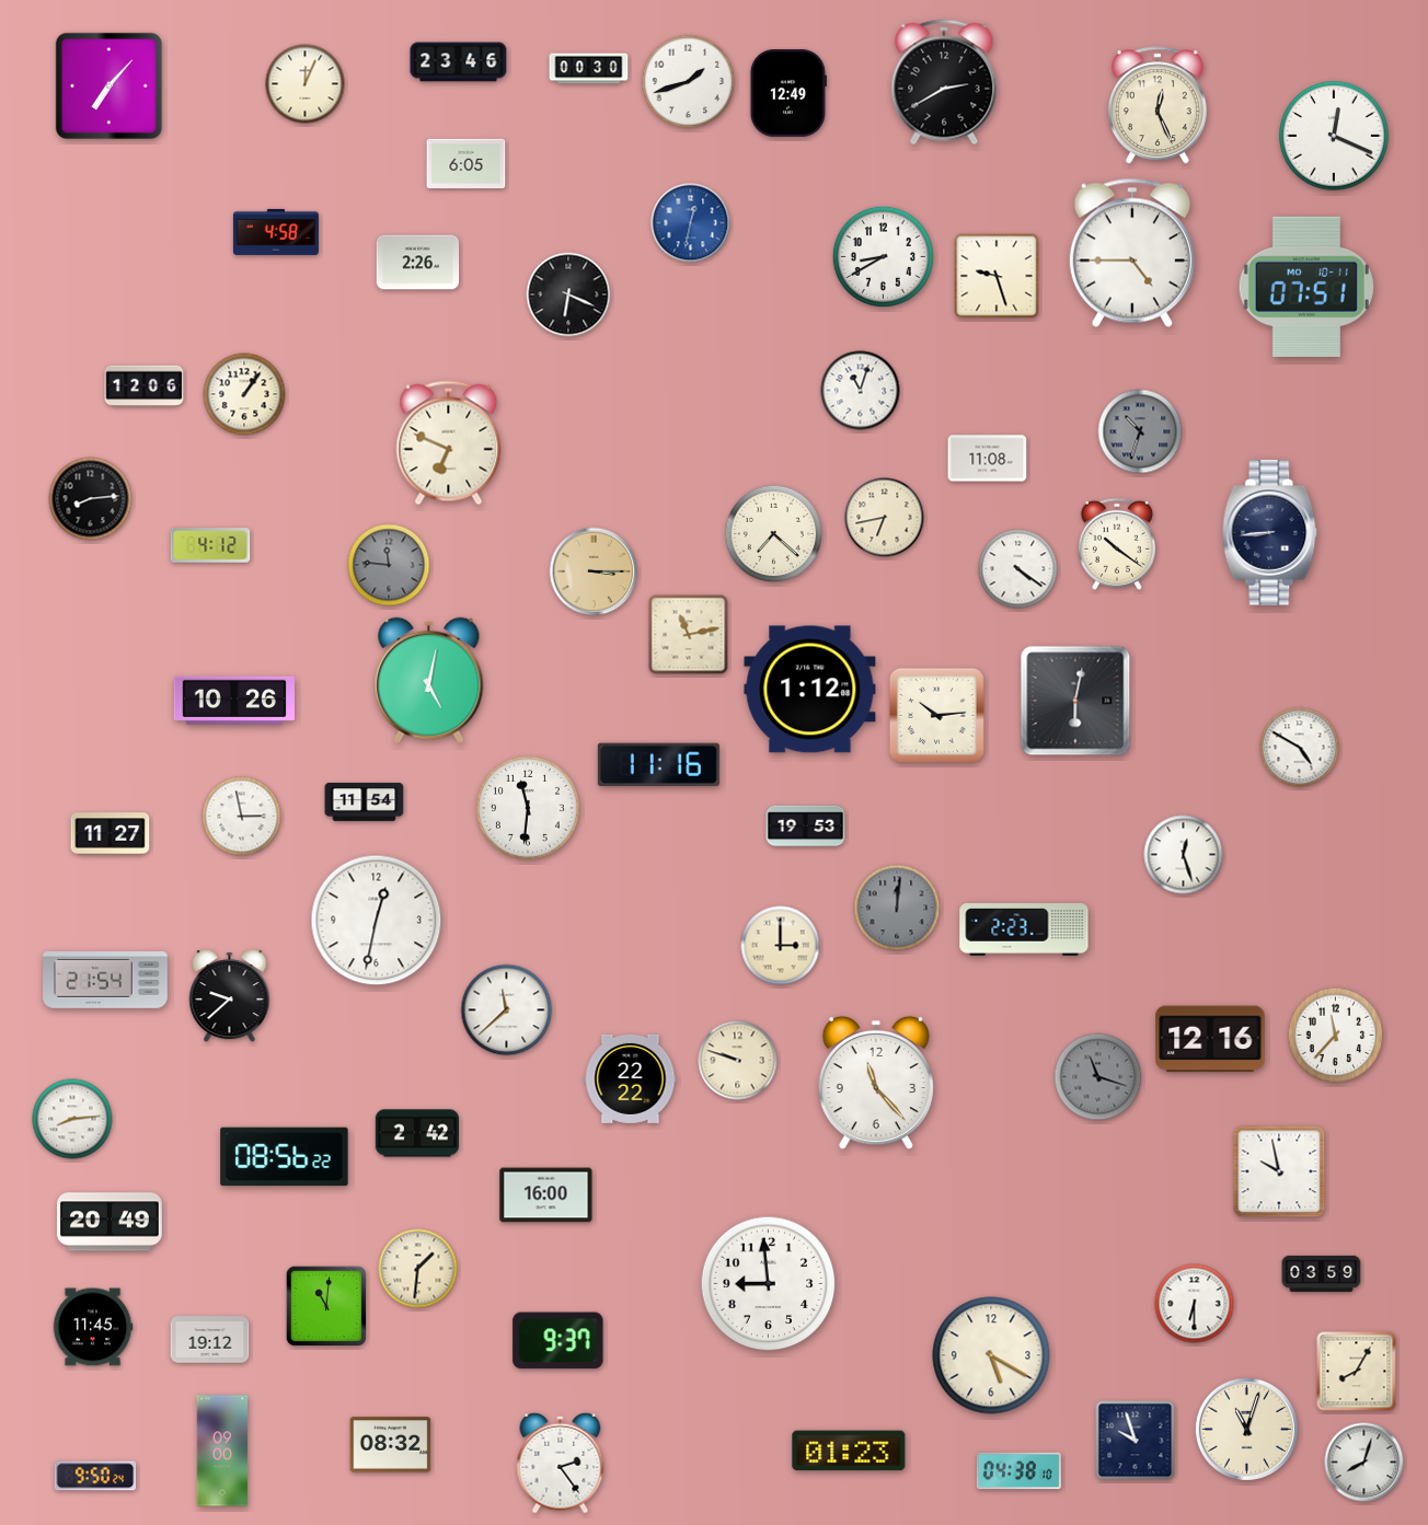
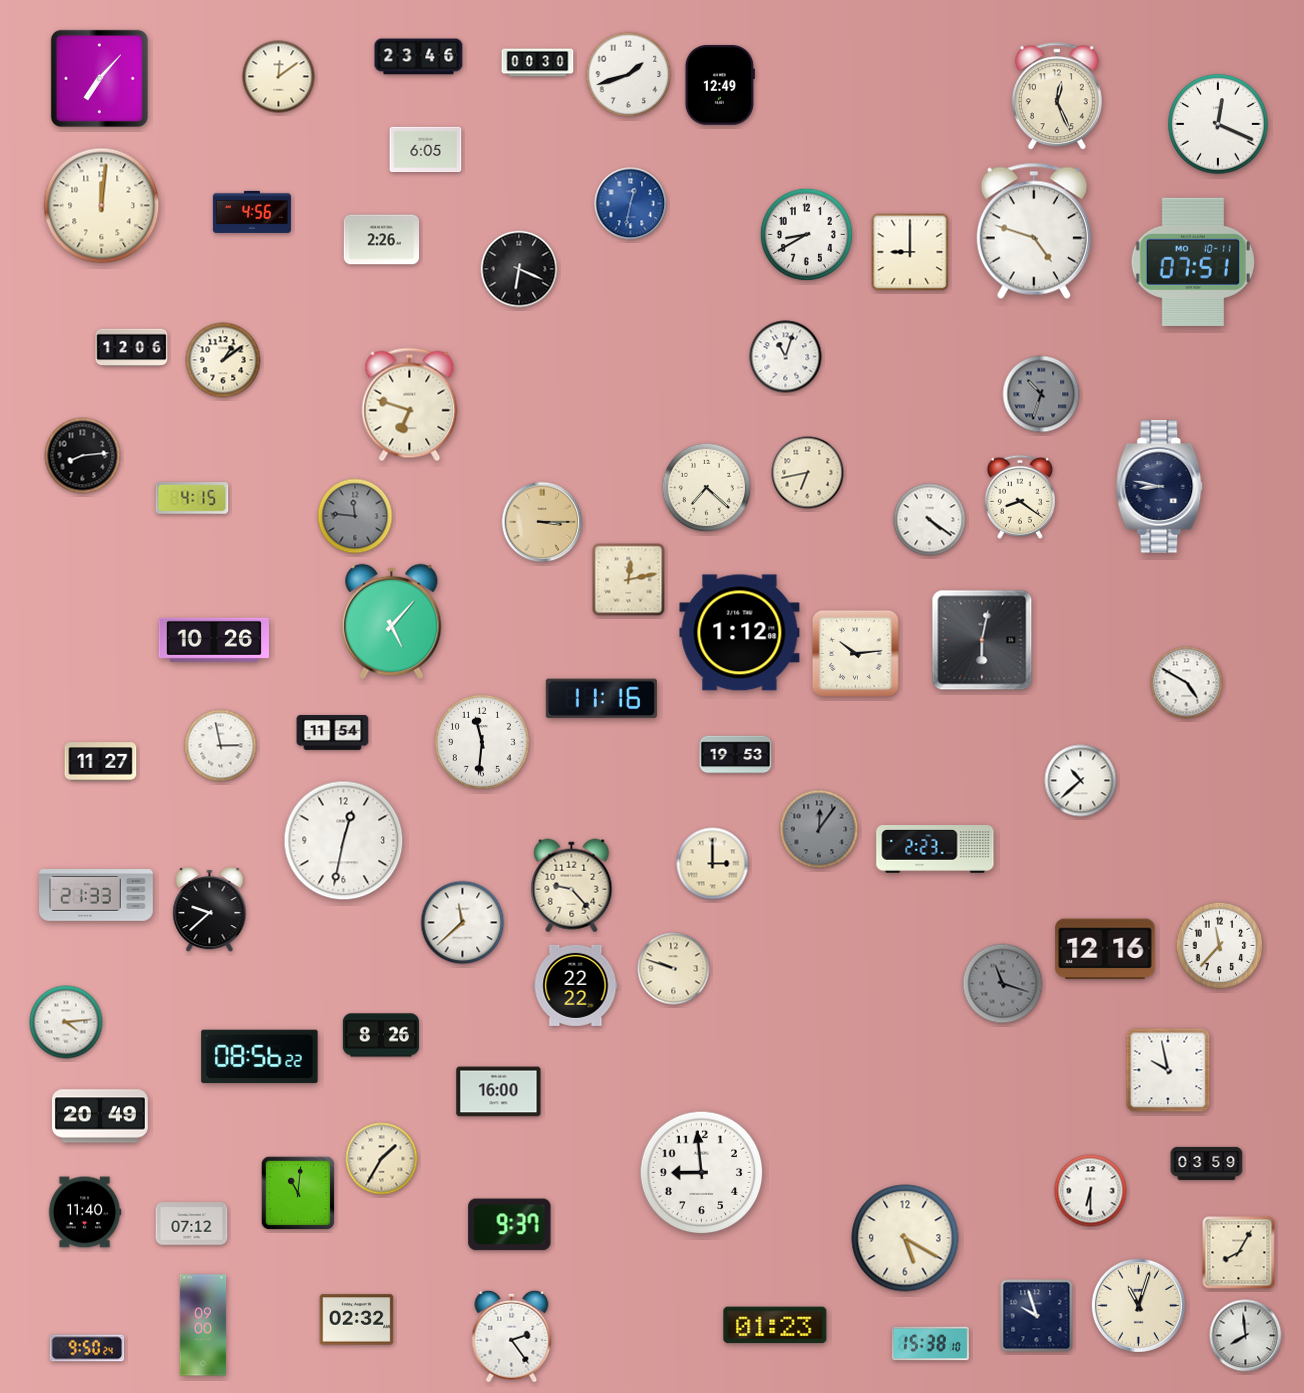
clock at (944, 82): 2:40 -> none
clock at (306, 84): 12:04 -> 12:09
clock at (102, 206): none -> 12:01
clock at (276, 232): 4:58 -> 4:56
clock at (1132, 253): 4:45 -> 4:48
clock at (997, 276): 9:27 -> 9:00
clock at (145, 386) position: (145, 386) -> (132, 348)
clock at (244, 394): 1:06 -> 1:09
clock at (449, 443): 6:49 -> 6:48
clock at (988, 459): 11:08 -> none
clock at (1270, 533): 8:44 -> 8:47
clock at (1117, 544): 10:21 -> 8:21
clock at (210, 545): 4:12 -> 4:15
clock at (689, 635): 11:13 -> 12:13
clock at (429, 680): 5:02 -> 5:07
clock at (810, 690) position: (810, 690) -> (740, 633)
clock at (528, 808) position: (528, 808) -> (482, 742)
clock at (1184, 855): 12:27 -> 10:38
clock at (897, 908): 12:01 -> 12:06
clock at (572, 886): none -> 9:23
clock at (106, 981): 21:54 -> 21:33
clock at (876, 1083): 11:23 -> none
clock at (72, 1119): 8:14 -> 4:14
clock at (416, 1133): 2:42 -> 8:26
clock at (418, 1269): 1:31 -> 1:35
clock at (93, 1327): 11:45 -> 11:40
clock at (210, 1340): 19:12 -> 07:12
clock at (391, 1445): 08:32 -> 02:32
clock at (1364, 1463): 8:03 -> 7:59
clock at (1018, 1471): 04:38 -> 15:38
